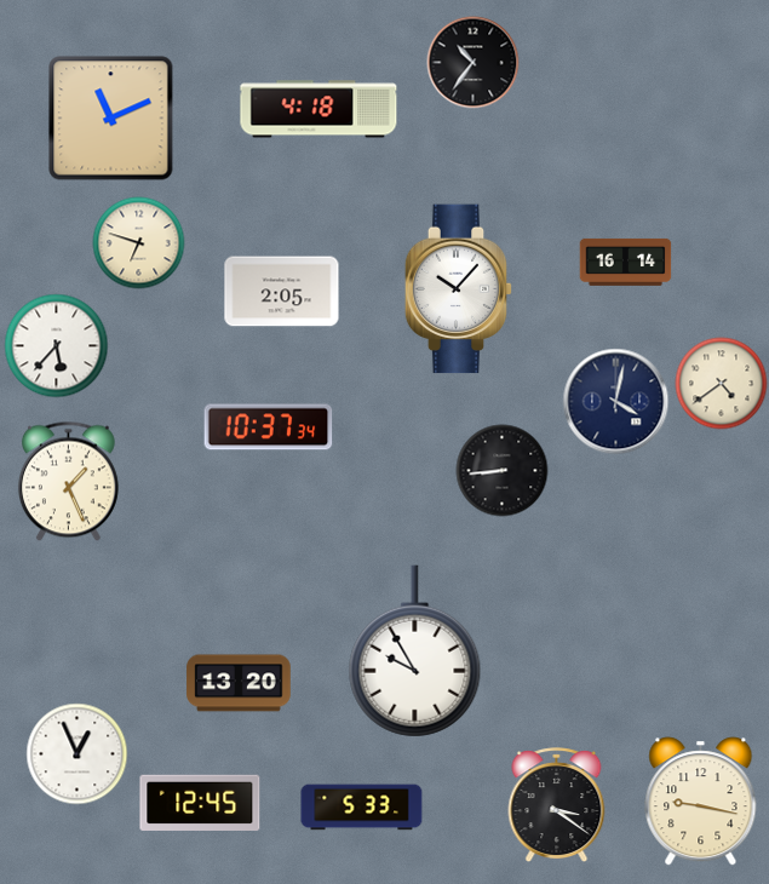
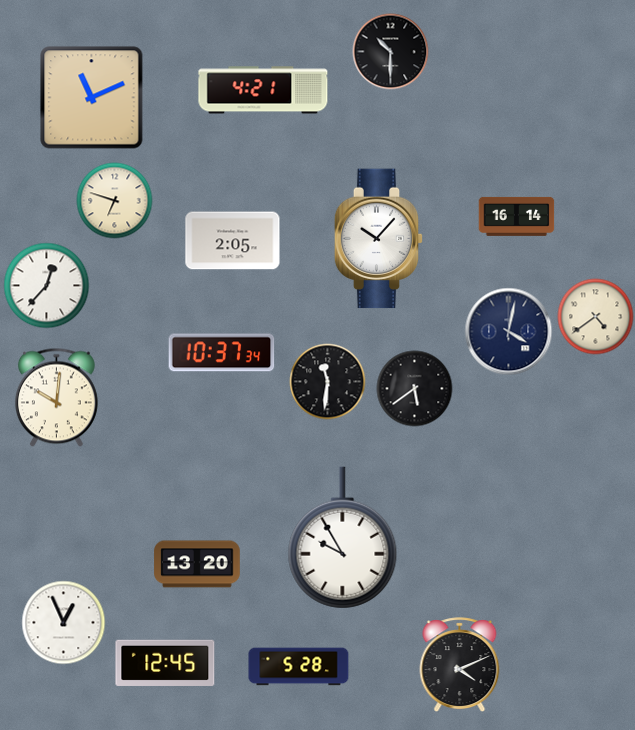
clock at (474, 63): 10:36 -> 10:30
clock at (318, 109): 4:18 -> 4:21
clock at (57, 346): 5:37 -> 12:37
clock at (328, 382): none -> 11:31
clock at (503, 471): 8:44 -> 5:39
clock at (68, 482): 1:26 -> 10:01
clock at (701, 802): 9:17 -> none
clock at (557, 805): 3:21 -> 4:11
clock at (362, 808): 5:33 -> 5:28
